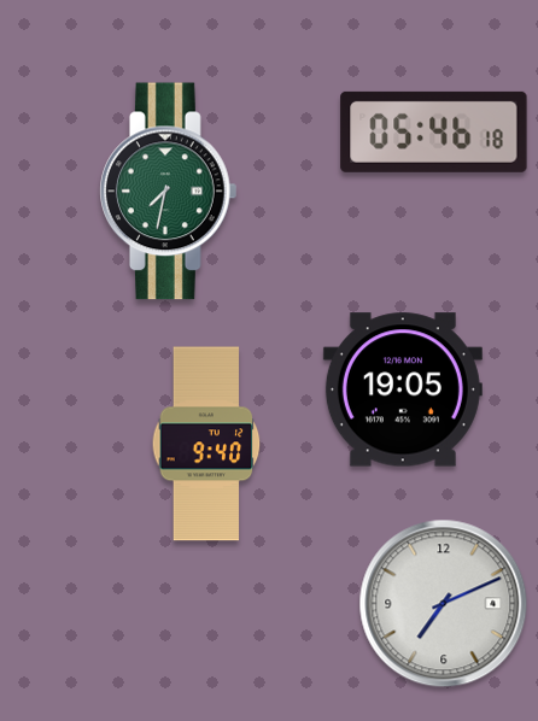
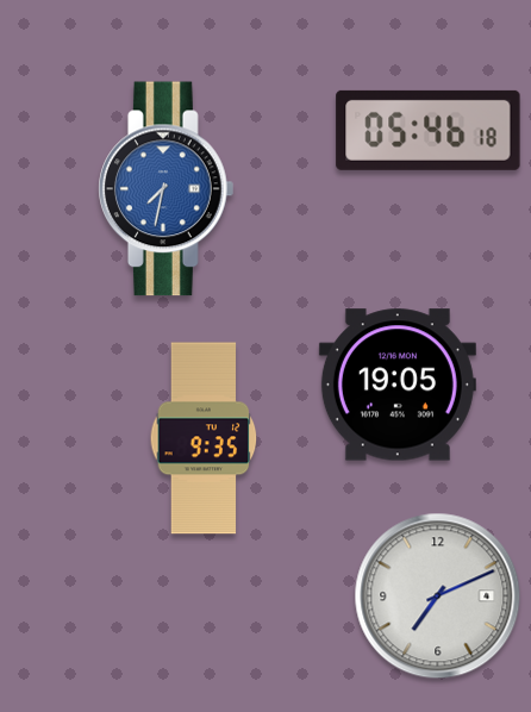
clock at (169, 192) dial: green -> blue
clock at (206, 444): 9:40 -> 9:35
